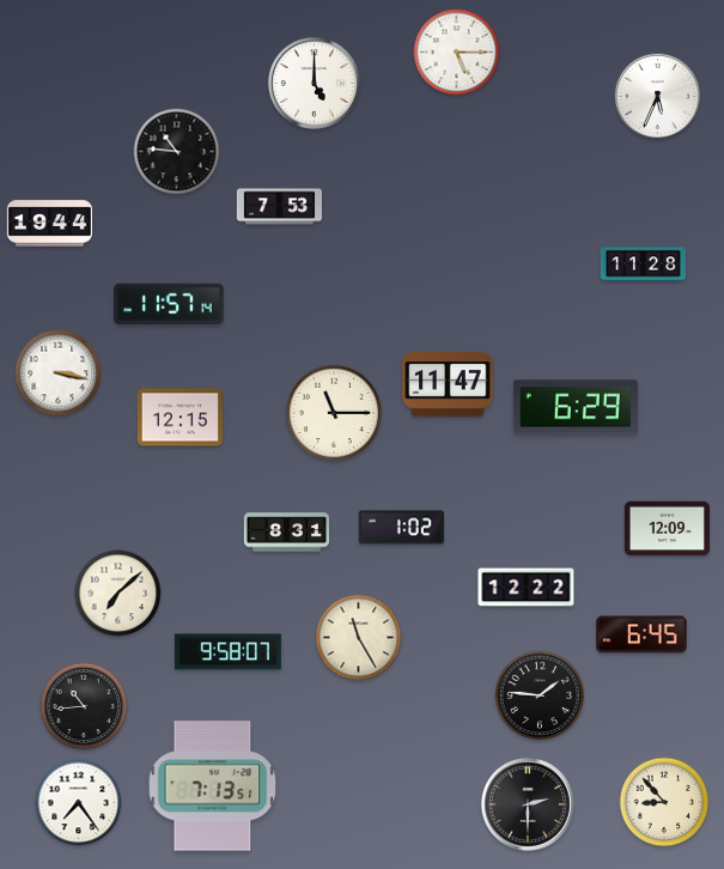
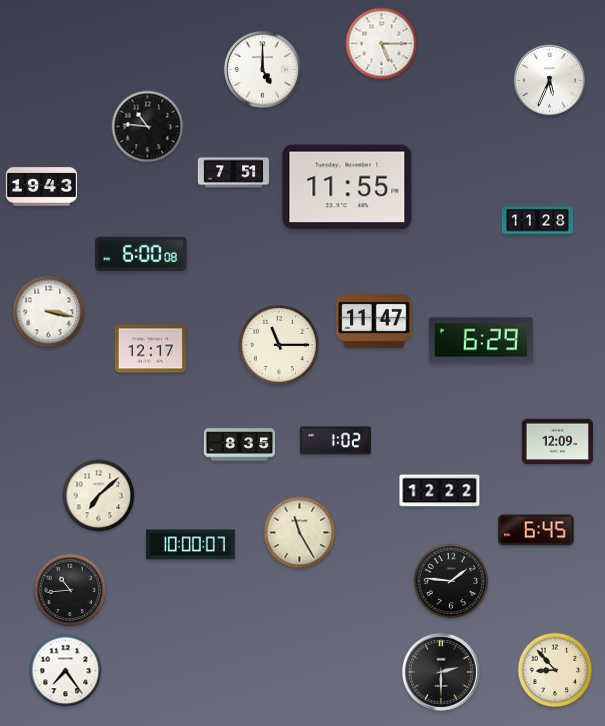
clock at (279, 207): 7:53 -> 7:51
clock at (49, 224): 19:44 -> 19:43
clock at (347, 187): none -> 11:55
clock at (169, 303): 11:57 -> 6:00
clock at (180, 418): 12:15 -> 12:17
clock at (286, 533): 8:31 -> 8:35
clock at (227, 652): 9:58 -> 10:00
clock at (213, 786): 7:13 -> none
